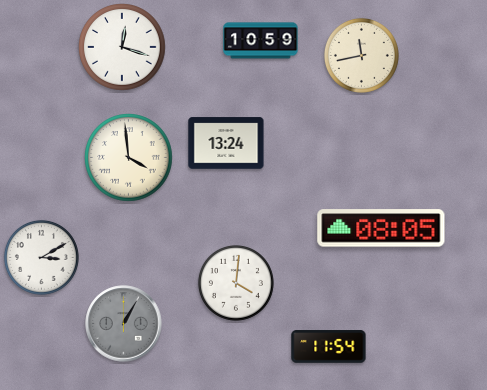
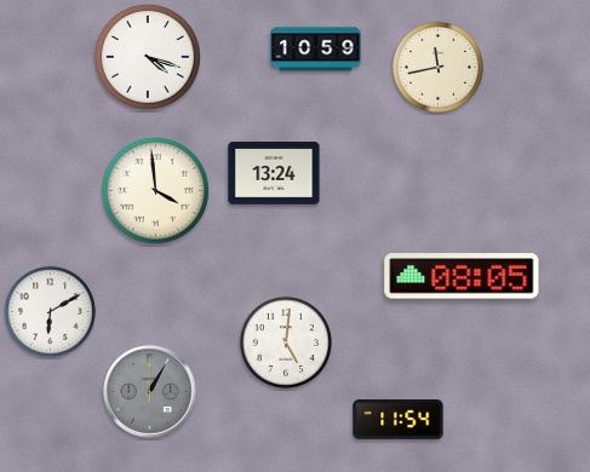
clock at (122, 47): 12:18 -> 4:18
clock at (41, 257): 3:10 -> 6:10
clock at (236, 283): 4:01 -> 5:01
